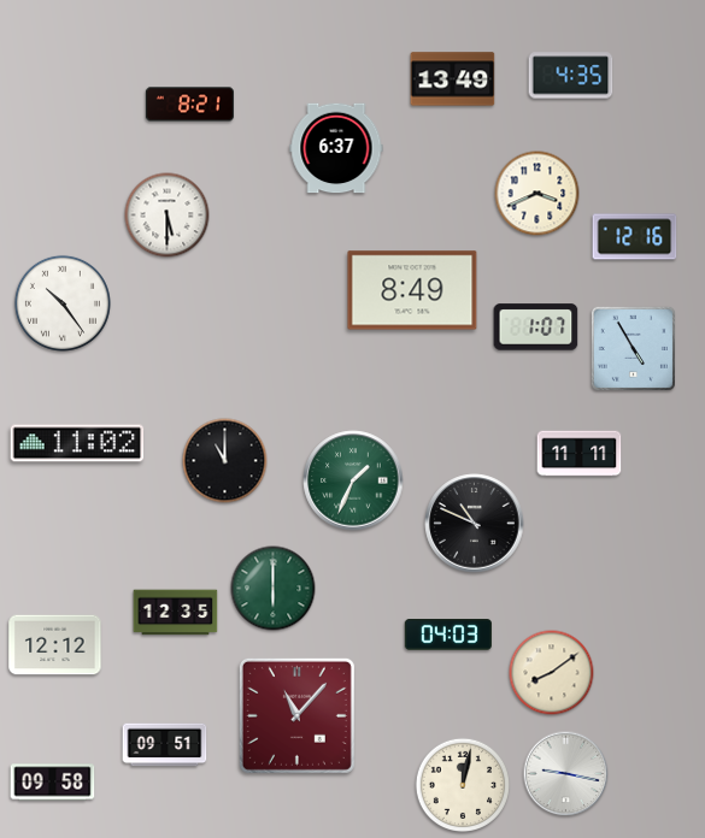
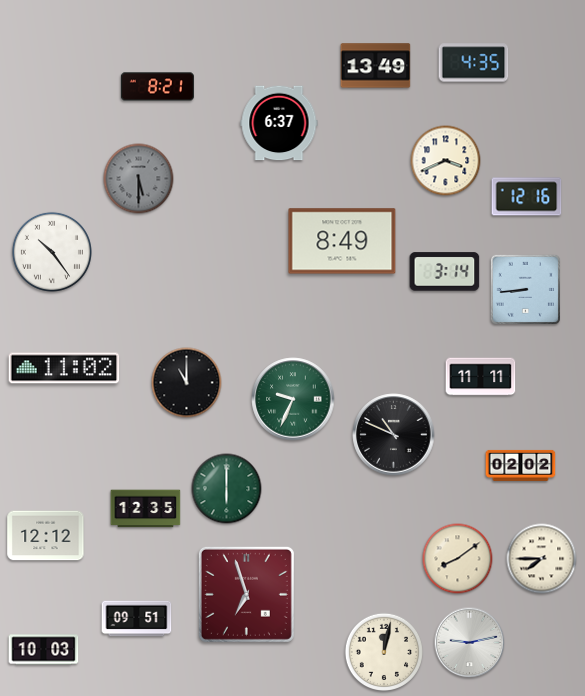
clock at (168, 216) dial: white -> grey
clock at (536, 327): 1:07 -> 3:14
clock at (633, 348): 4:55 -> 8:44
clock at (353, 480): 1:34 -> 9:34
clock at (521, 465): none -> 02:02
clock at (448, 636): 04:03 -> none
clock at (542, 559): none -> 7:45
clock at (296, 715): 11:07 -> 6:57
clock at (566, 774): 9:17 -> 9:13
clock at (53, 783): 09:58 -> 10:03
